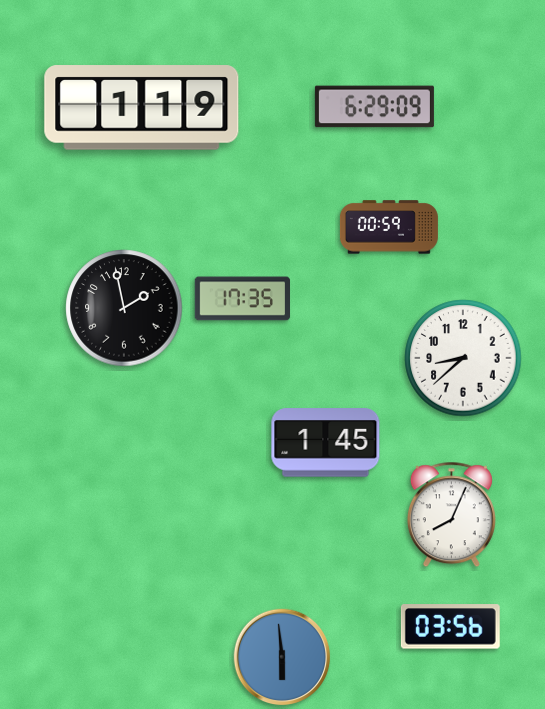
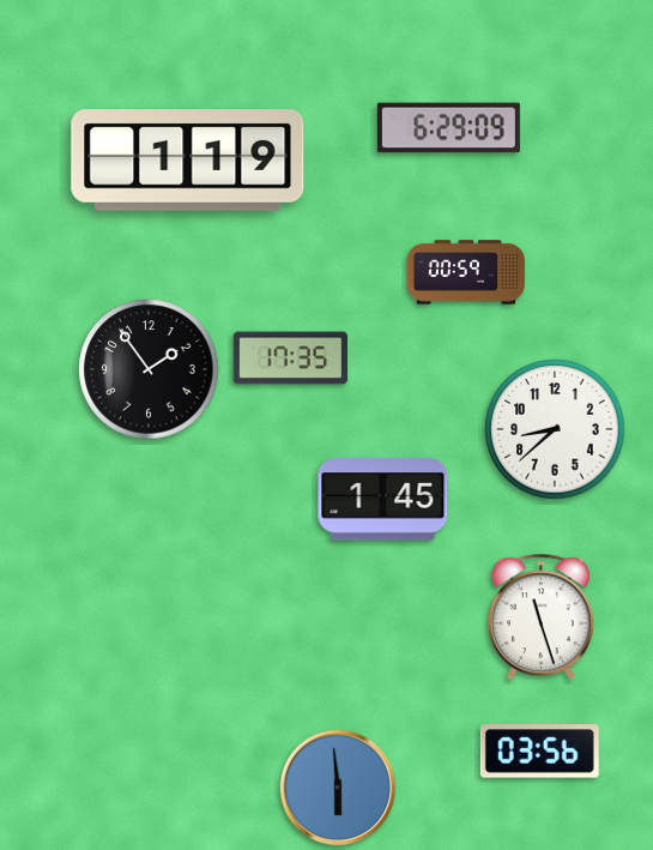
clock at (142, 108) position: (142, 108) -> (188, 161)
clock at (124, 308): 1:58 -> 1:54
clock at (326, 443) position: (326, 443) -> (383, 500)
clock at (451, 515): 8:04 -> 11:27
